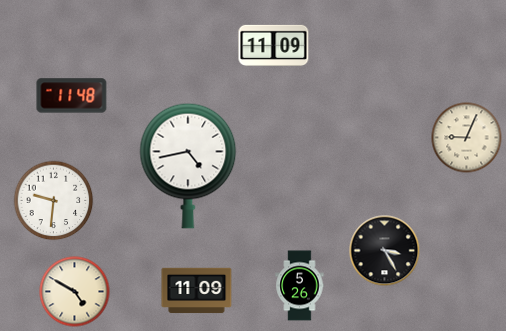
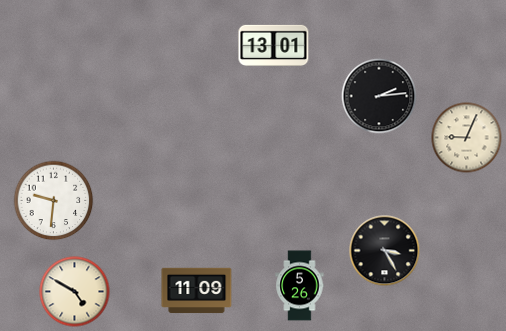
clock at (274, 45): 11:09 -> 13:01
clock at (72, 96): 11:48 -> none
clock at (379, 96): none -> 2:14
clock at (188, 166): 4:43 -> none
